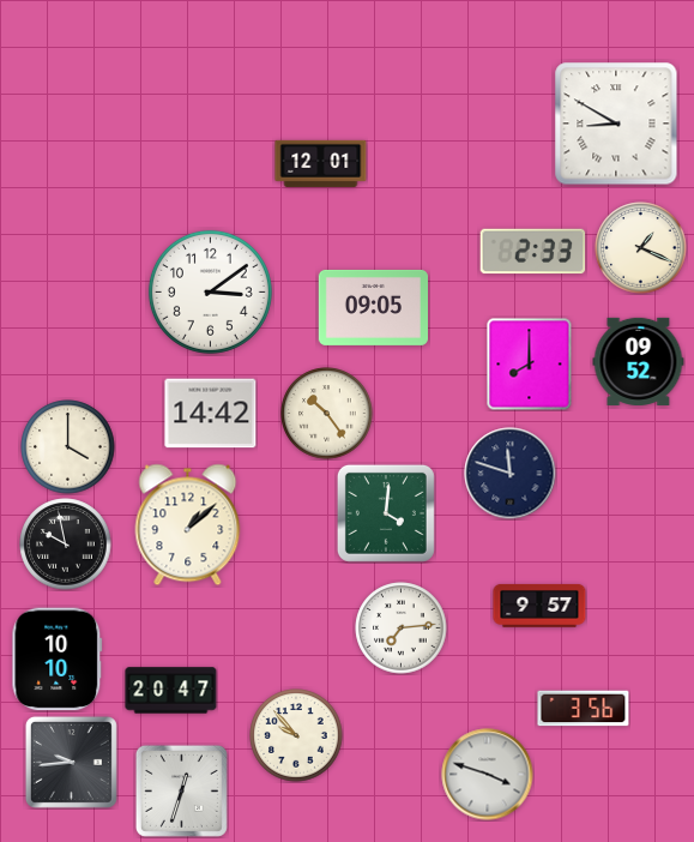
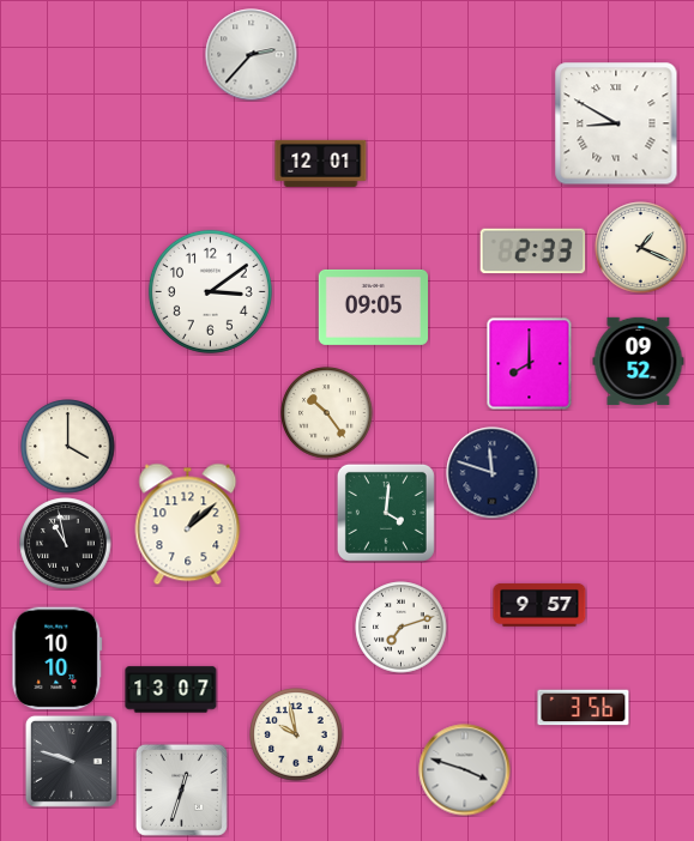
clock at (252, 55): none -> 2:37
clock at (211, 414): 14:42 -> none
clock at (511, 474) position: (511, 474) -> (493, 473)
clock at (66, 545): 9:58 -> 10:58
clock at (402, 629): 7:14 -> 7:12
clock at (171, 691): 20:47 -> 13:07
clock at (296, 735): 9:53 -> 9:58
clock at (71, 762): 9:44 -> 9:48
clock at (488, 775) position: (488, 775) -> (465, 770)
